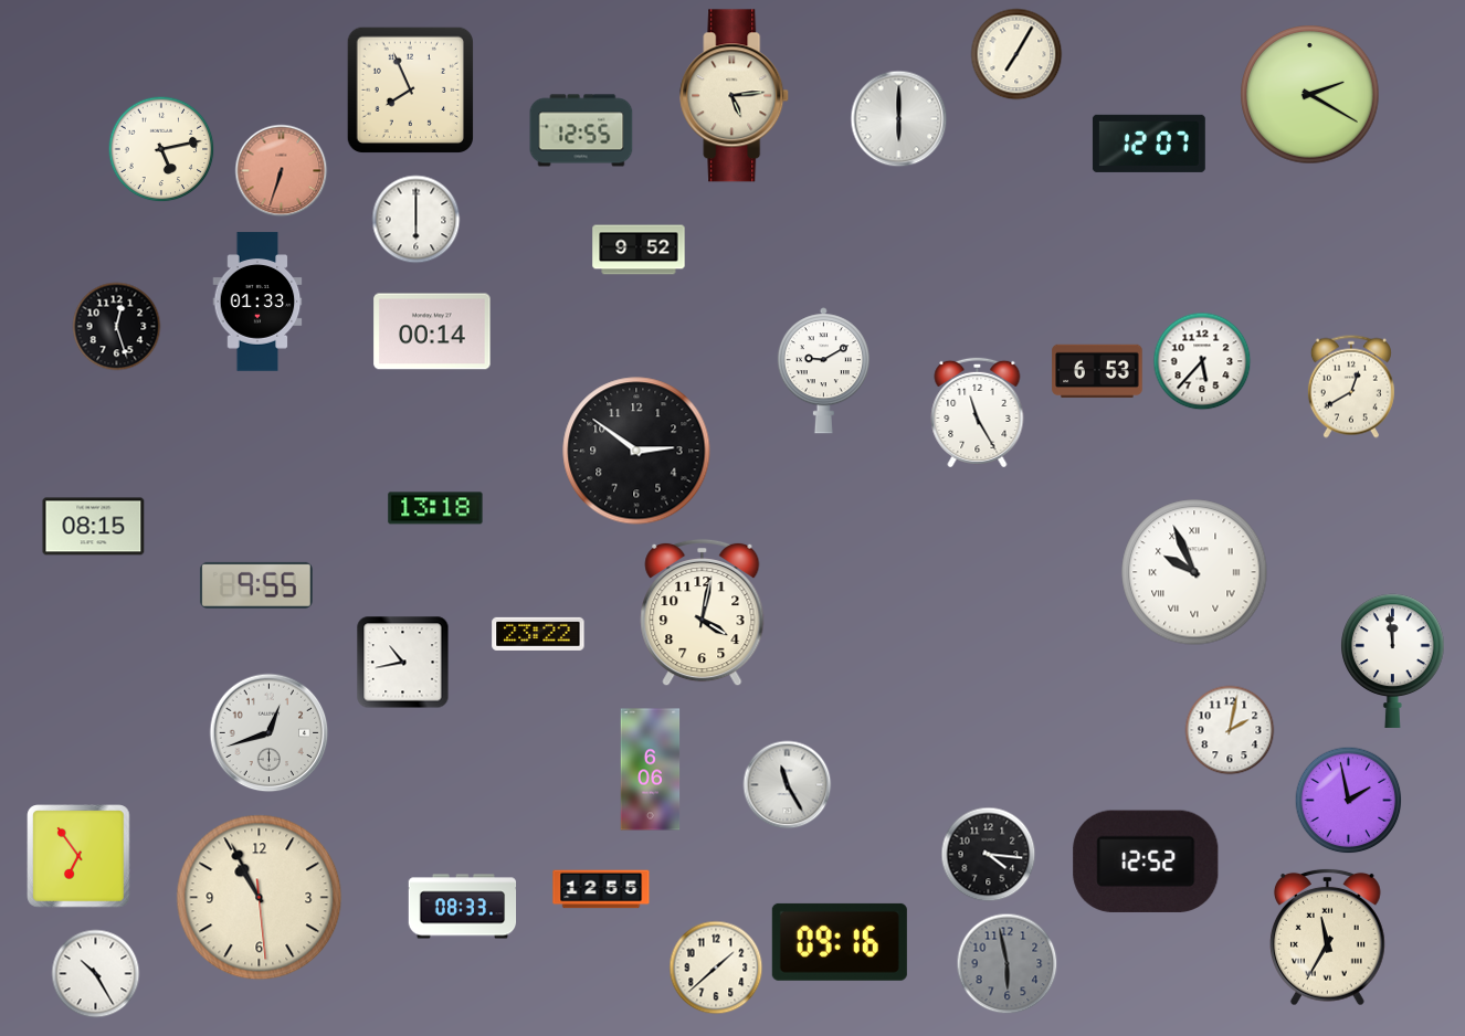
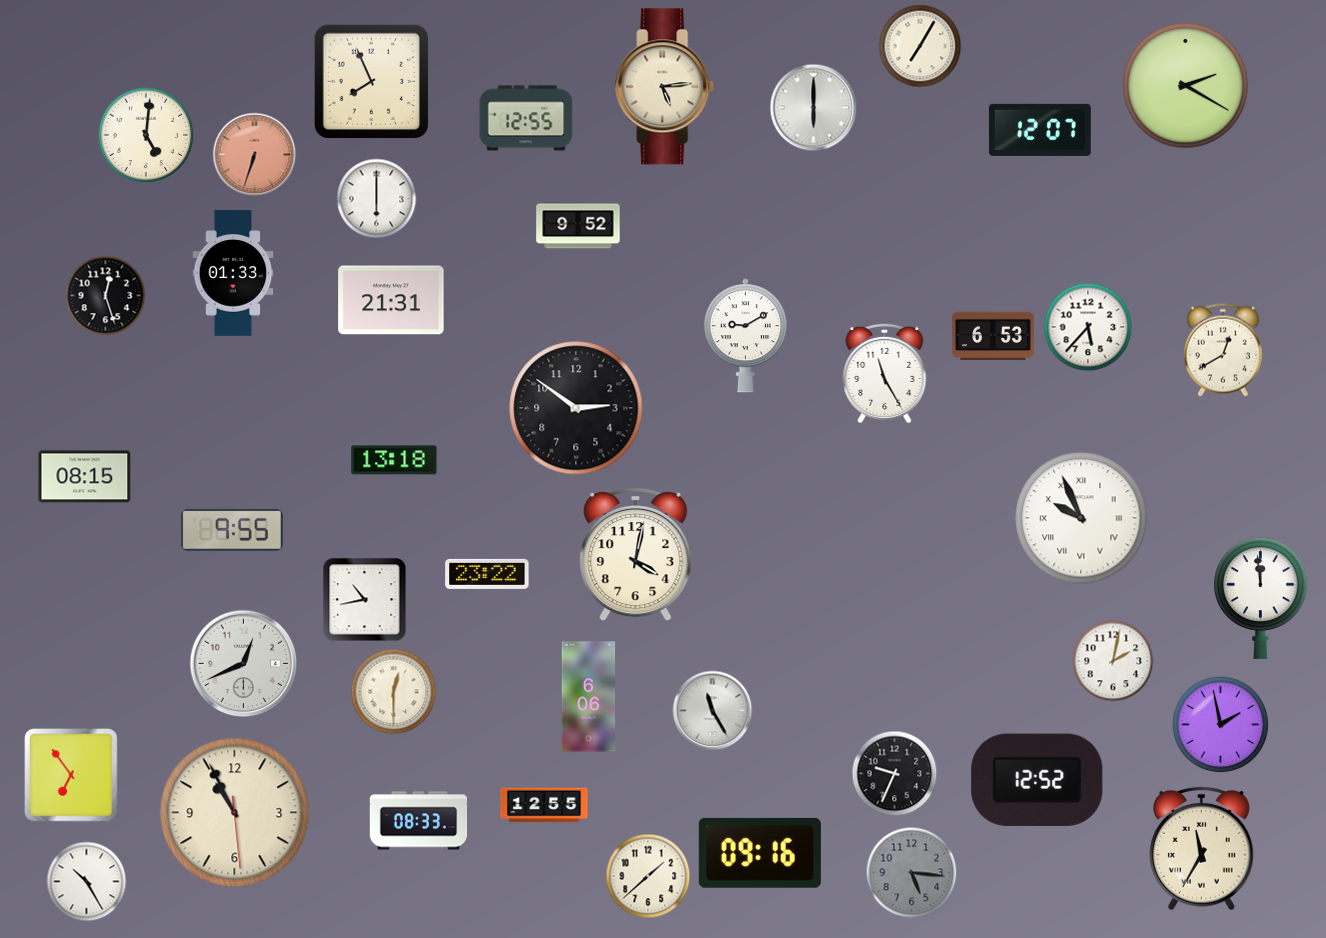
clock at (1016, 54) position: (1016, 54) -> (920, 46)
clock at (161, 149): 5:13 -> 5:01
clock at (432, 331): 00:14 -> 21:31
clock at (270, 733): 12:42 -> 12:41
clock at (394, 692): none -> 12:30
clock at (989, 855): 4:16 -> 9:34
clock at (1008, 964): 5:58 -> 5:16
